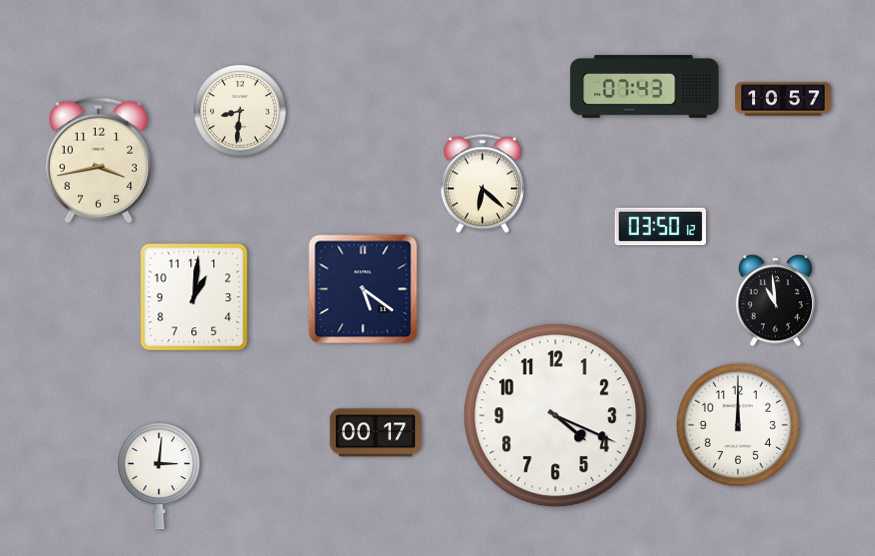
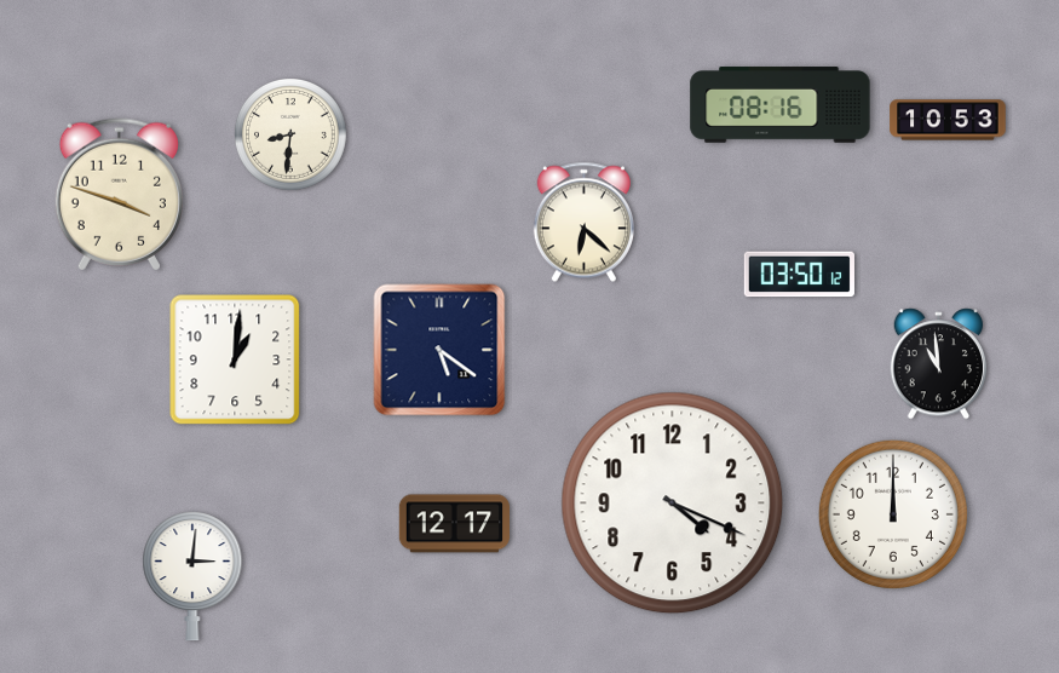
clock at (645, 87): 07:43 -> 08:16
clock at (783, 99): 10:57 -> 10:53
clock at (98, 161): 3:43 -> 3:48
clock at (375, 433): 00:17 -> 12:17
